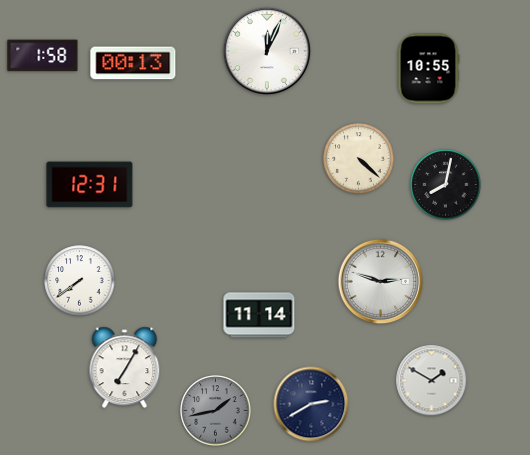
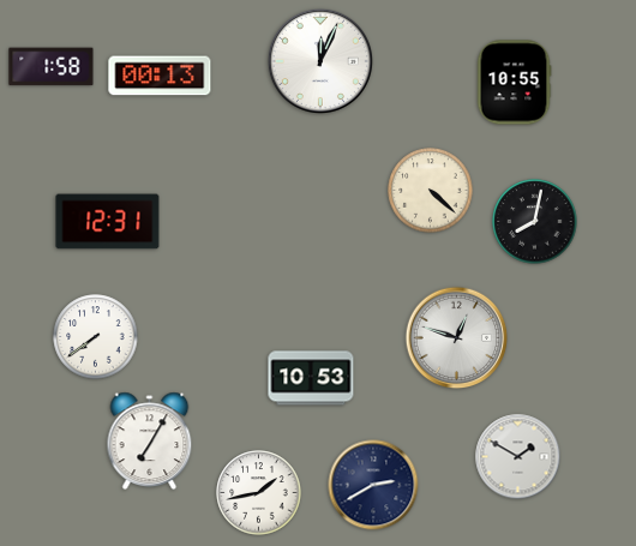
clock at (381, 282): 2:48 -> 12:48
clock at (259, 315): 11:14 -> 10:53
clock at (216, 411) dial: grey -> white
